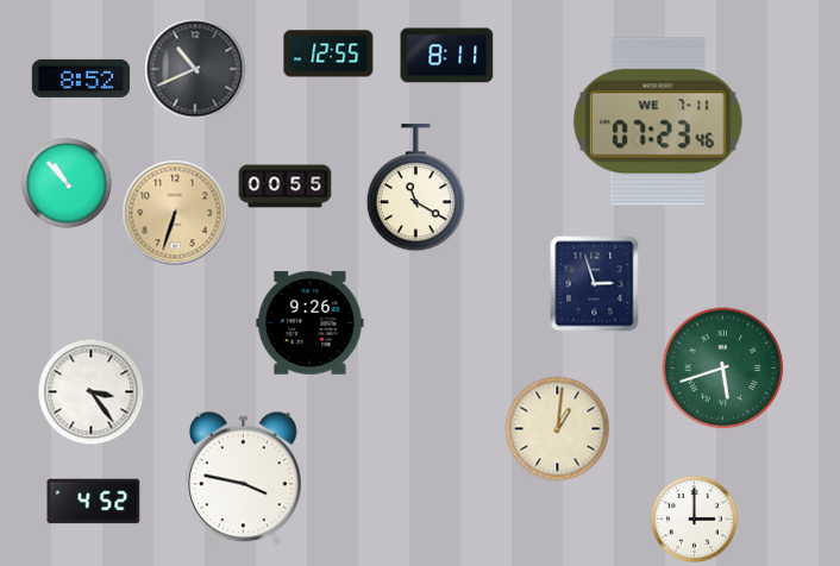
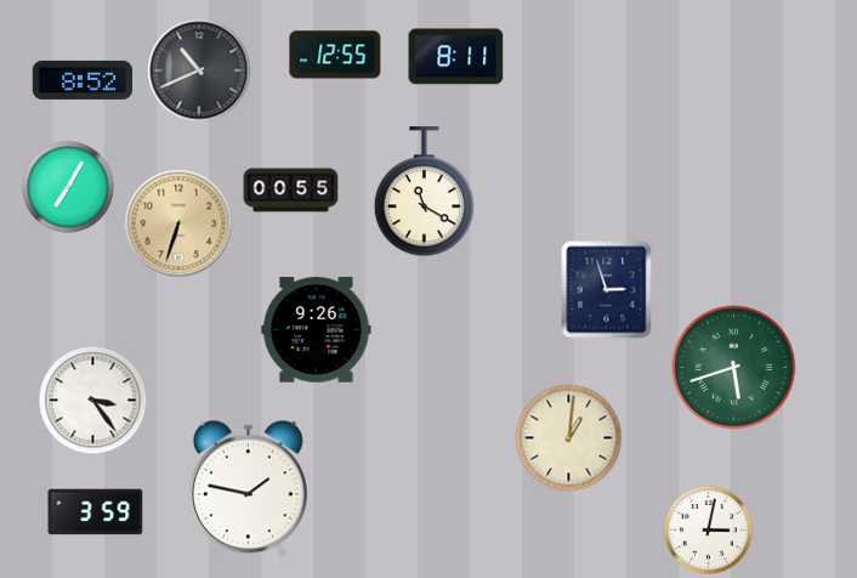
clock at (658, 121): 07:23 -> none
clock at (67, 183): 10:53 -> 7:05
clock at (175, 213) position: (175, 213) -> (178, 223)
clock at (723, 369) position: (723, 369) -> (734, 368)
clock at (243, 479): 3:47 -> 1:47
clock at (94, 502): 4:52 -> 3:59
clock at (695, 520): 3:00 -> 3:02
